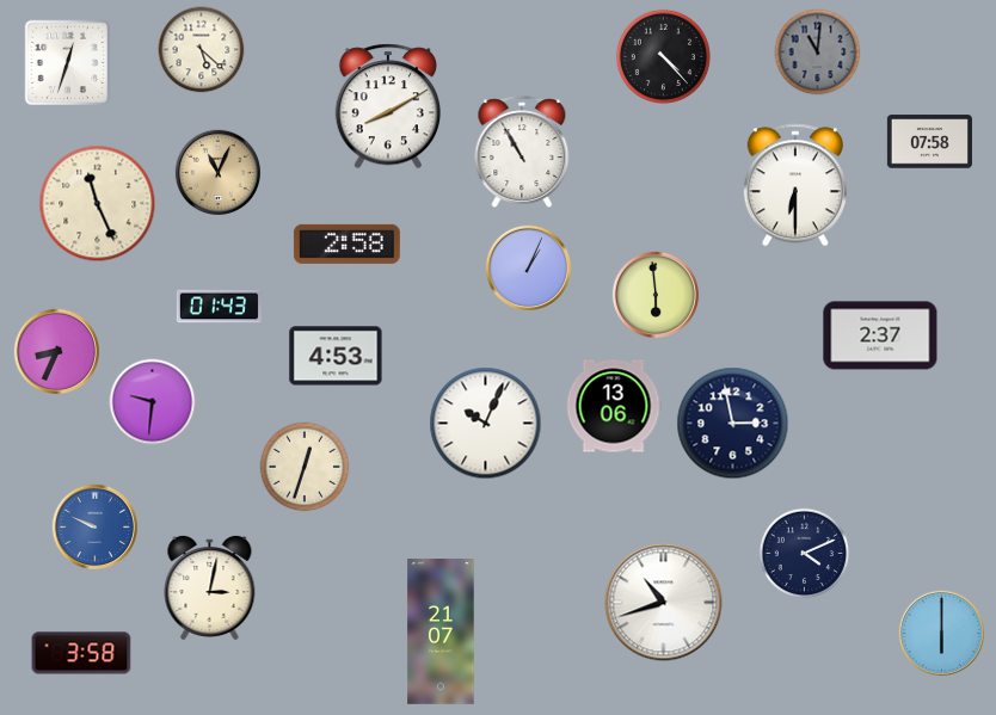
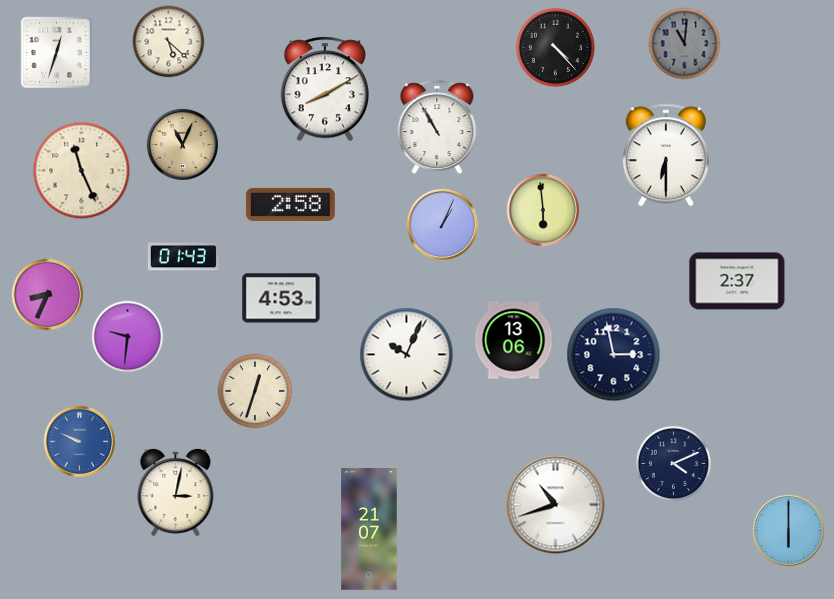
clock at (929, 142): 07:58 -> none
clock at (656, 295) position: (656, 295) -> (543, 210)
clock at (81, 653): 3:58 -> none
